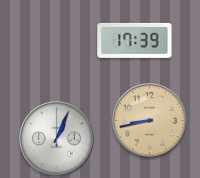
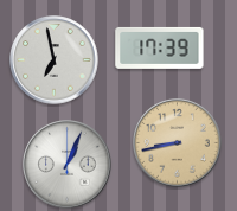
clock at (55, 60): none -> 6:58
